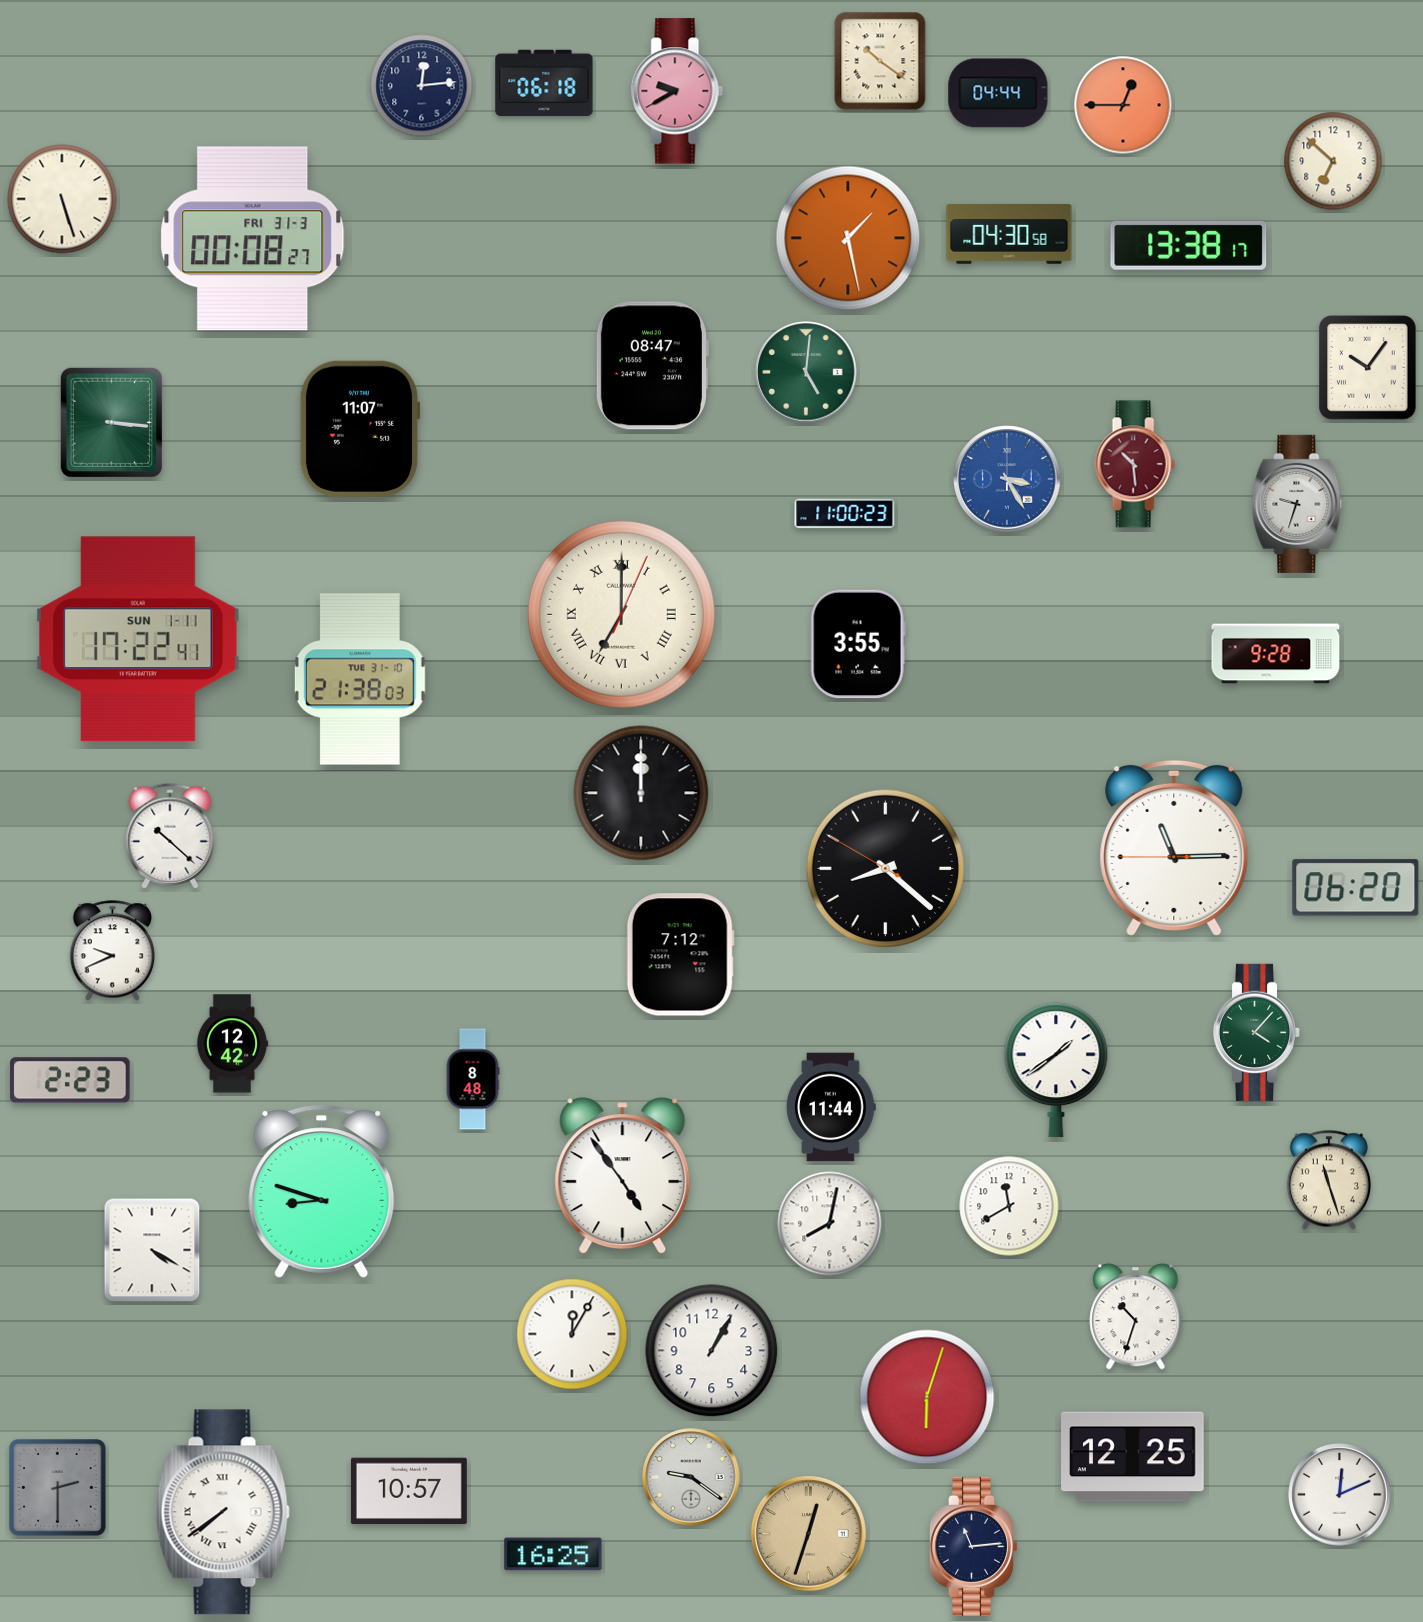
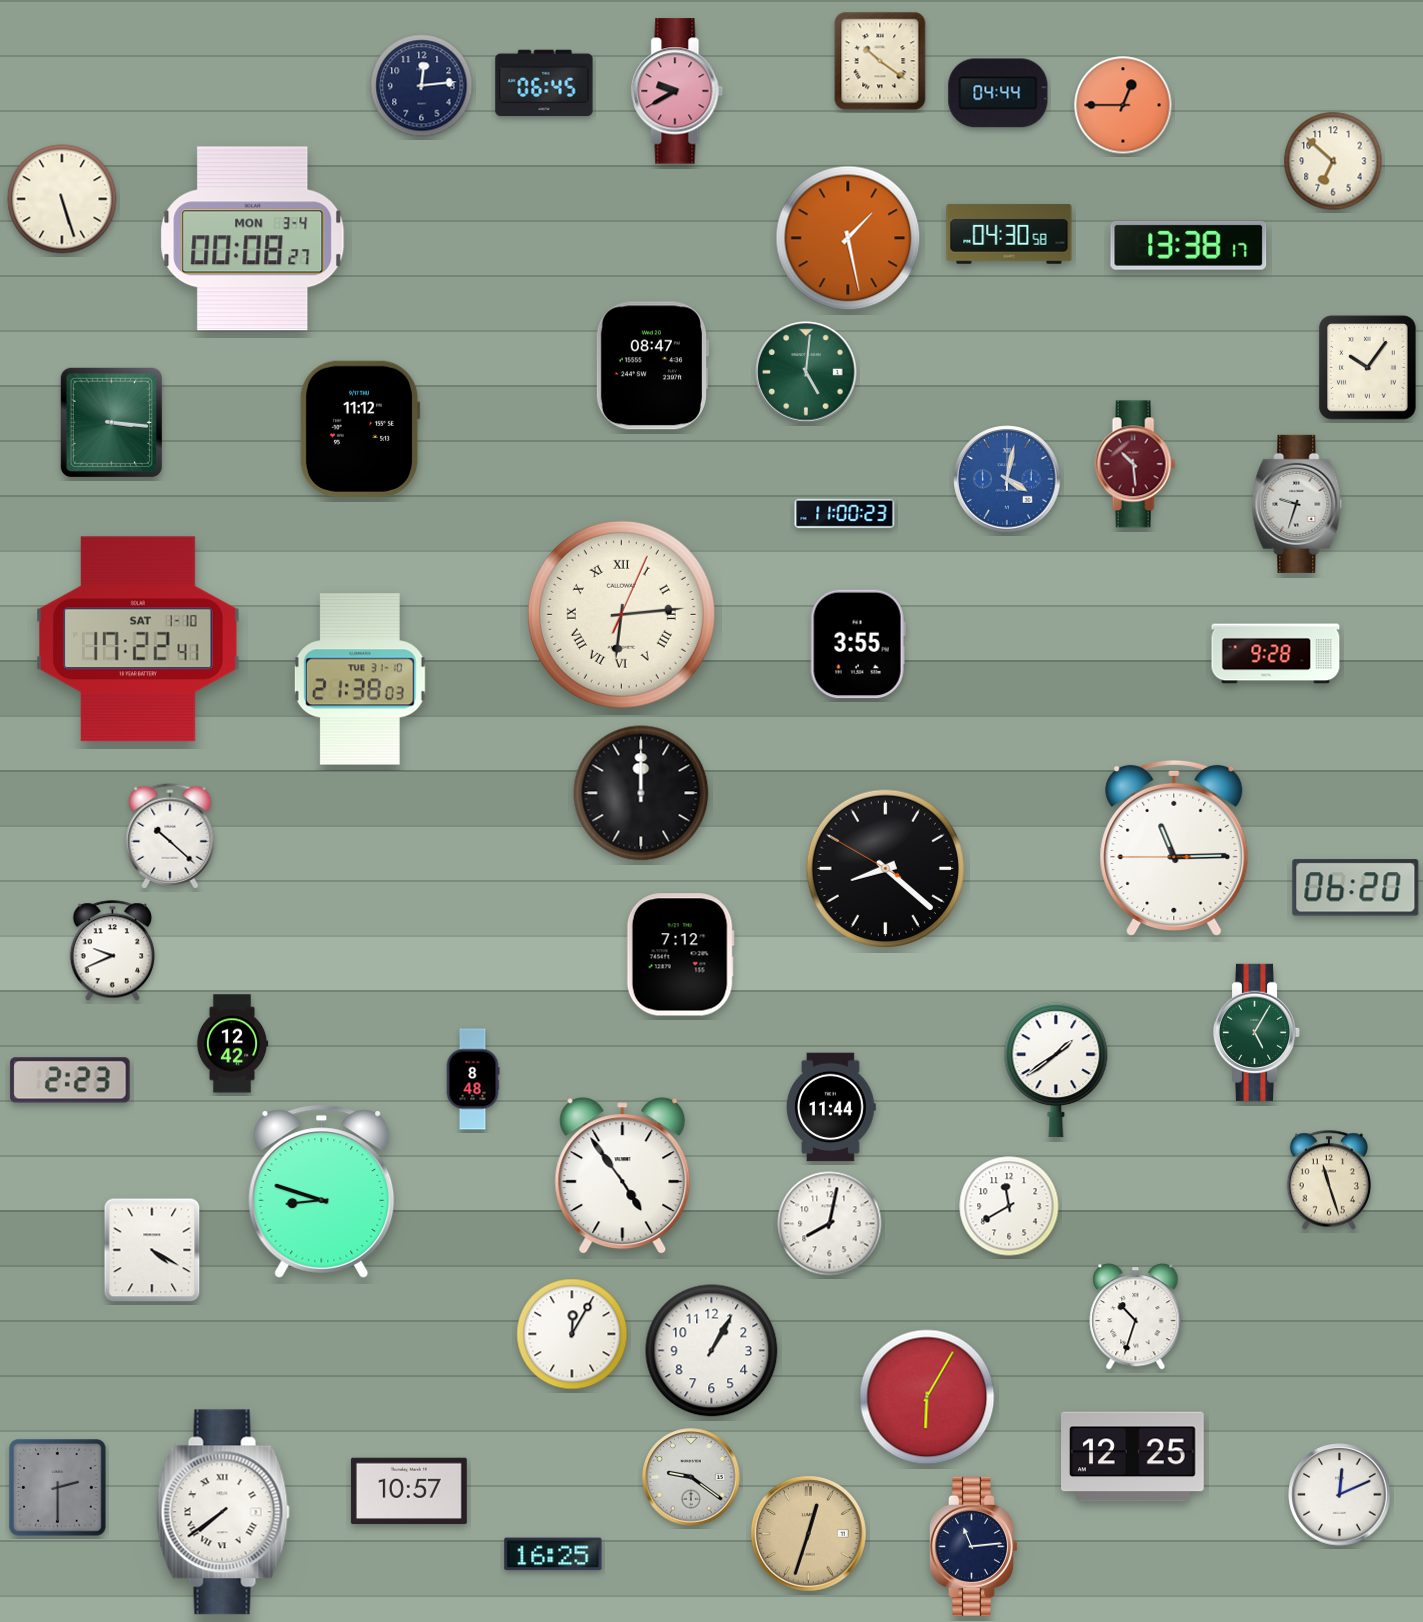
clock at (544, 83): 06:18 -> 06:45
clock at (253, 239) date: FRI 31-3 -> MON 3-4
clock at (360, 429): 11:07 -> 11:12
clock at (1007, 479): 3:25 -> 4:02
clock at (621, 614): 7:00 -> 6:14
clock at (139, 639) date: SUN 1-11 -> SAT 1-10
clock at (1257, 1032): 4:07 -> 5:05
clock at (927, 1397): 6:03 -> 6:05
